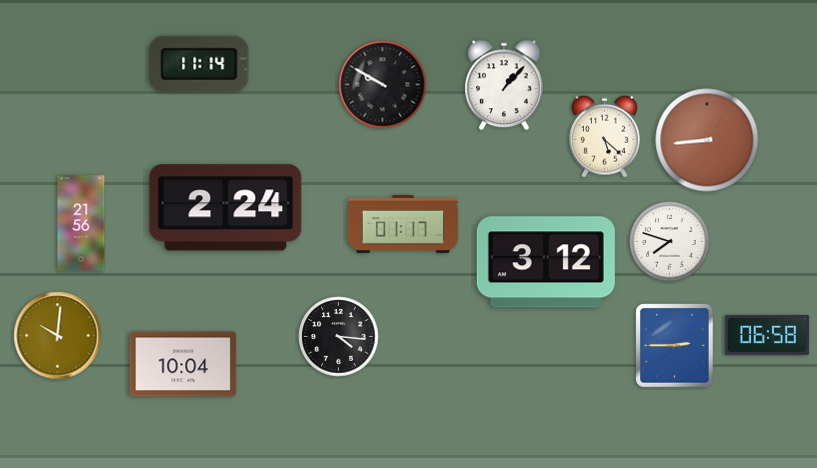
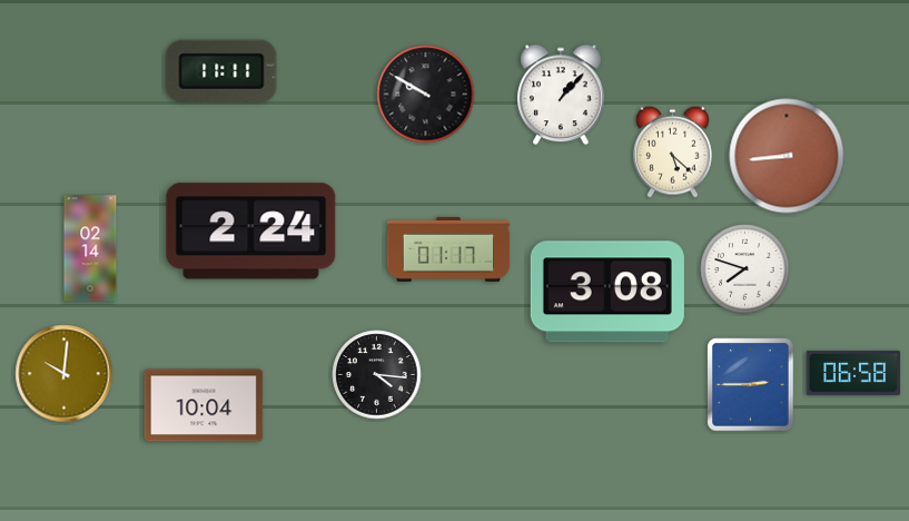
clock at (199, 64): 11:14 -> 11:11
clock at (81, 223): 21:56 -> 02:14
clock at (546, 262): 3:12 -> 3:08
